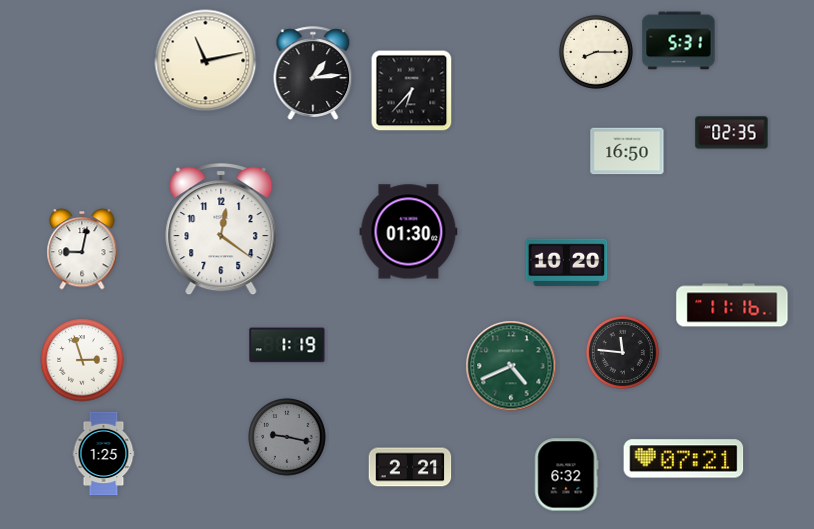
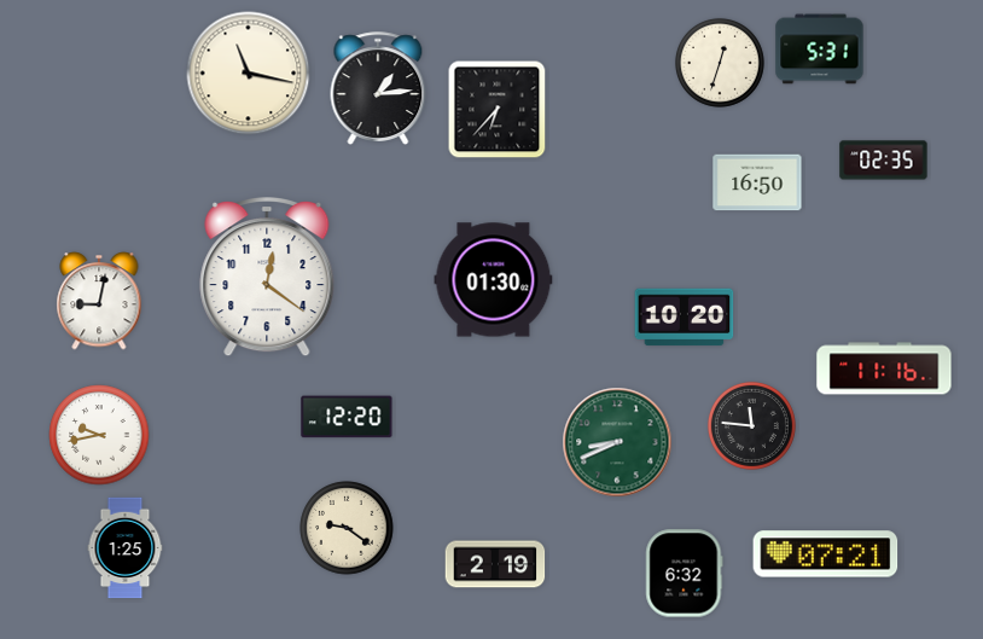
clock at (596, 52): 8:15 -> 12:33
clock at (206, 61): 11:13 -> 11:17
clock at (287, 345): 1:19 -> 12:20
clock at (82, 360): 2:57 -> 9:43
clock at (511, 366): 4:41 -> 8:41
clock at (287, 437): 9:17 -> 9:21
clock at (287, 437) dial: grey -> cream
clock at (410, 467): 2:21 -> 2:19
